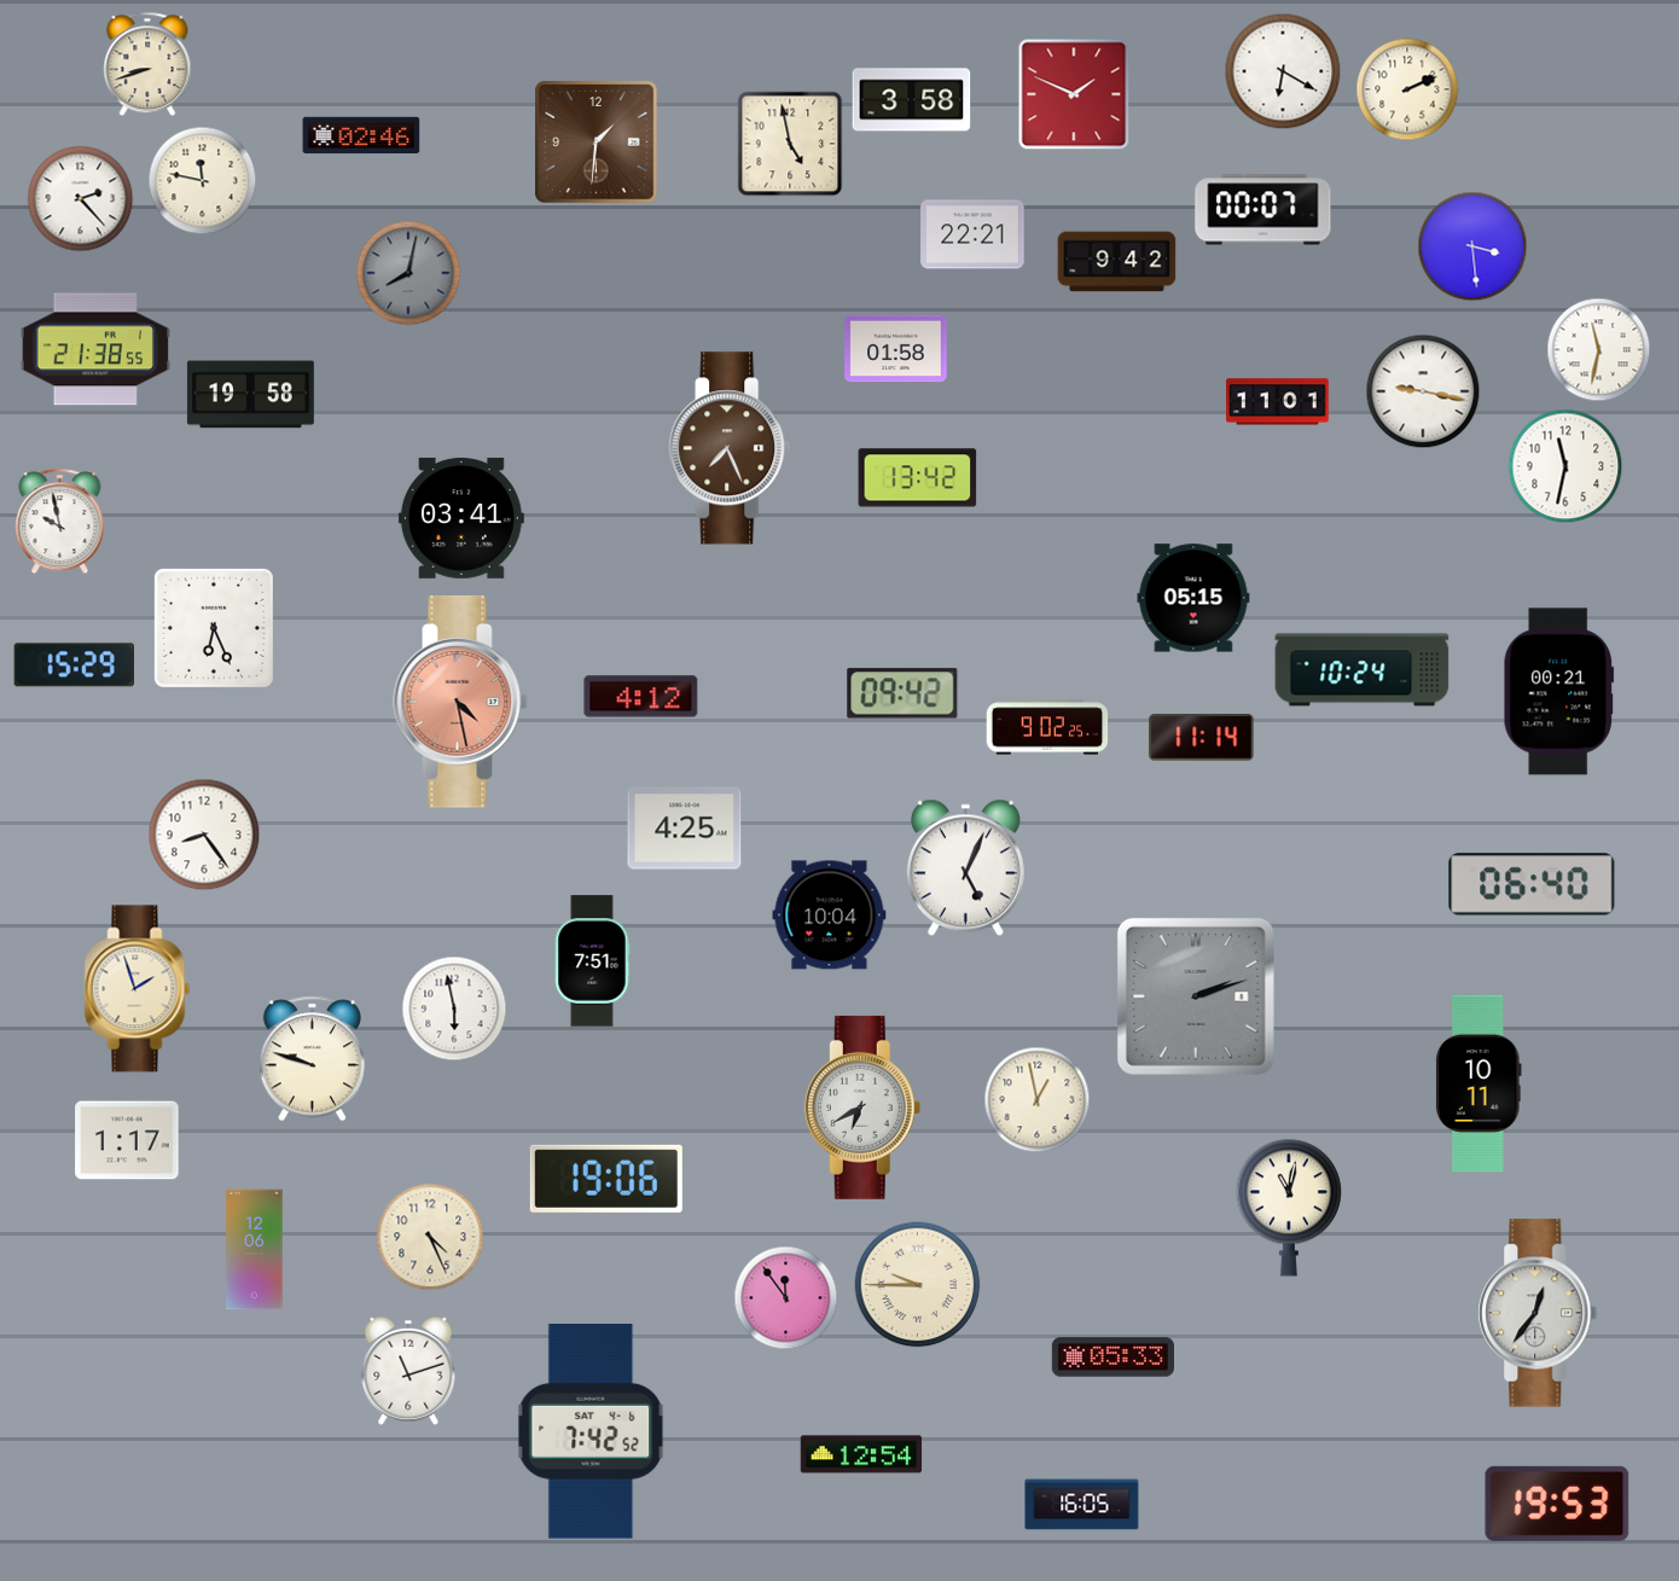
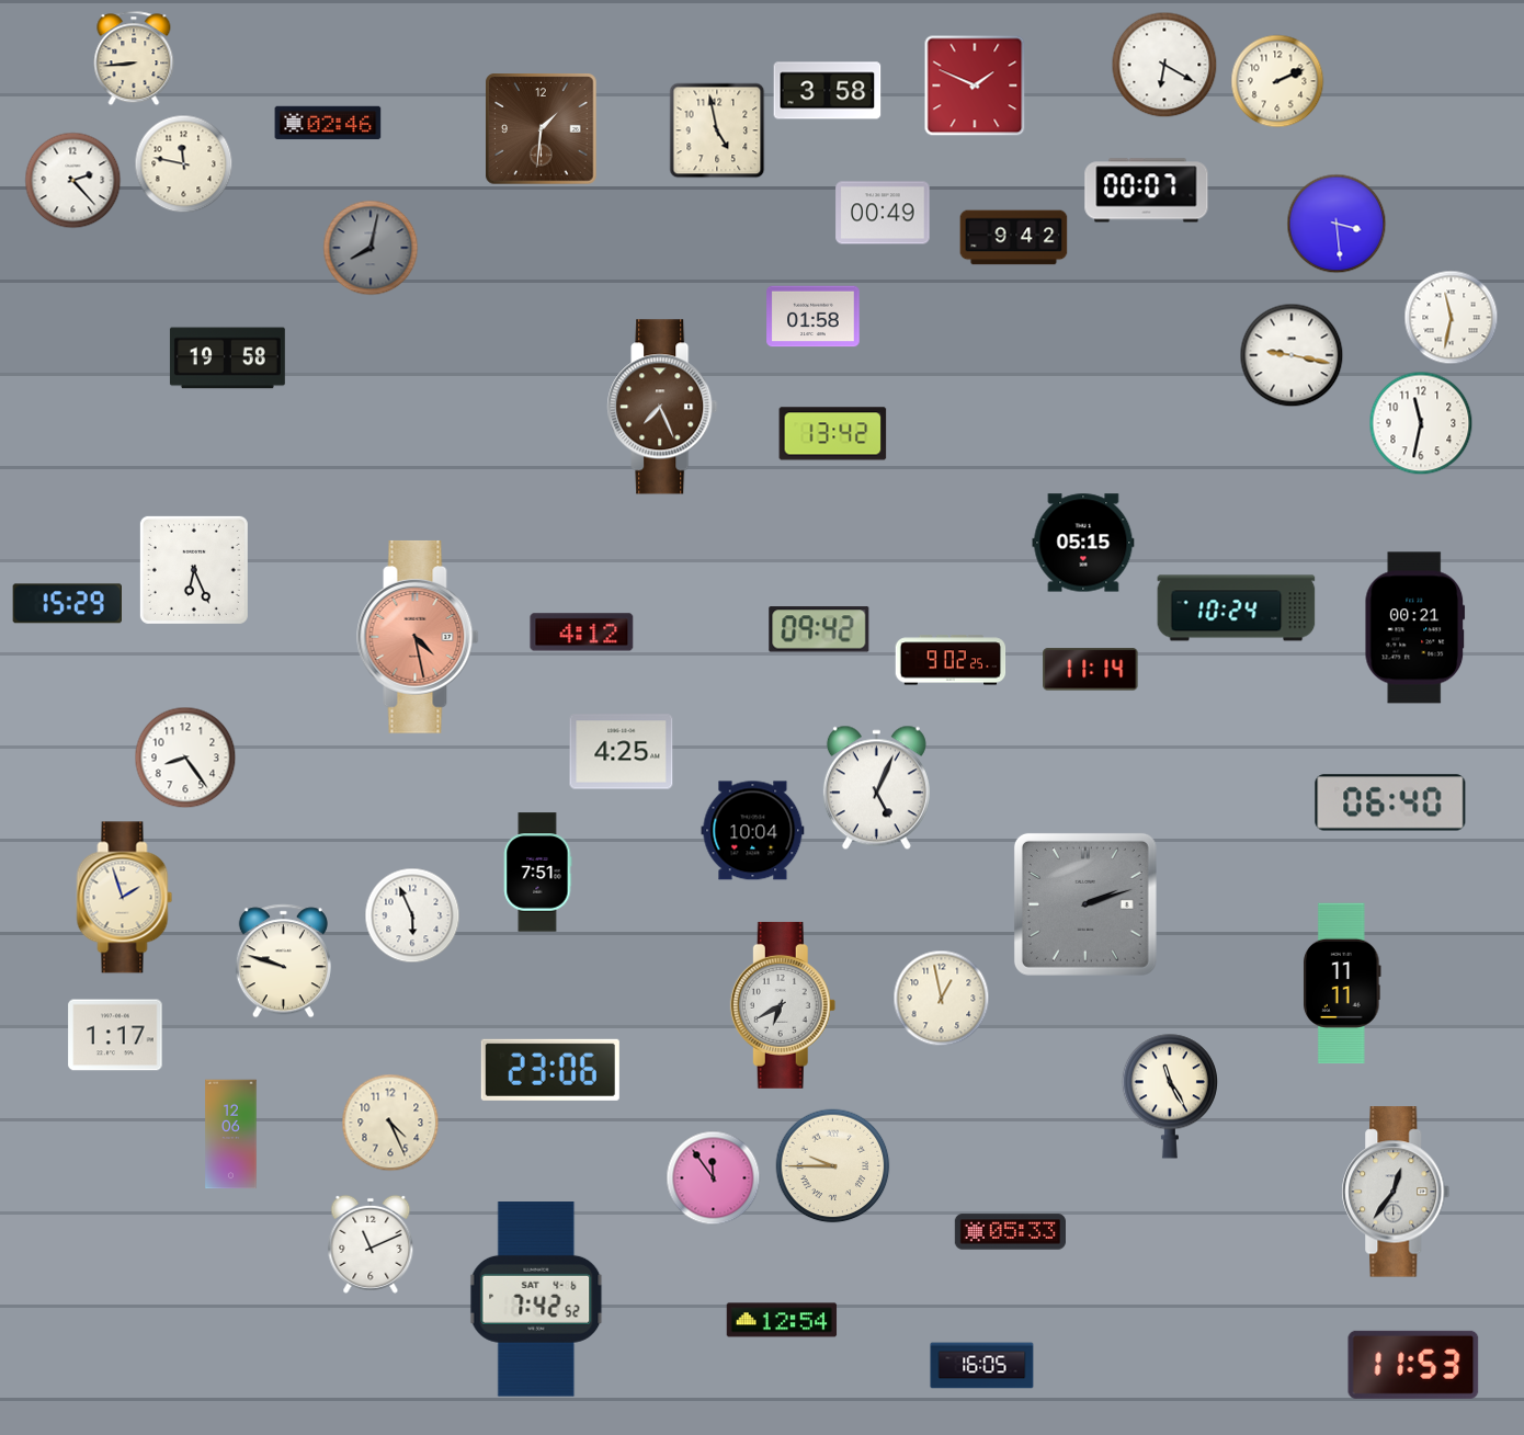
clock at (147, 64): 8:42 -> 8:44
clock at (972, 234): 22:21 -> 00:49
clock at (95, 349): 21:38 -> none
clock at (1278, 402): 11:01 -> none
clock at (461, 518): 03:41 -> none
clock at (60, 522): 9:58 -> none
clock at (454, 1009): 5:58 -> 5:56
clock at (1480, 1083): 10:11 -> 11:11
clock at (606, 1179): 19:06 -> 23:06
clock at (1289, 1208): 11:02 -> 11:25
clock at (408, 1371): 11:12 -> 11:11
clock at (1557, 1504): 19:53 -> 11:53
